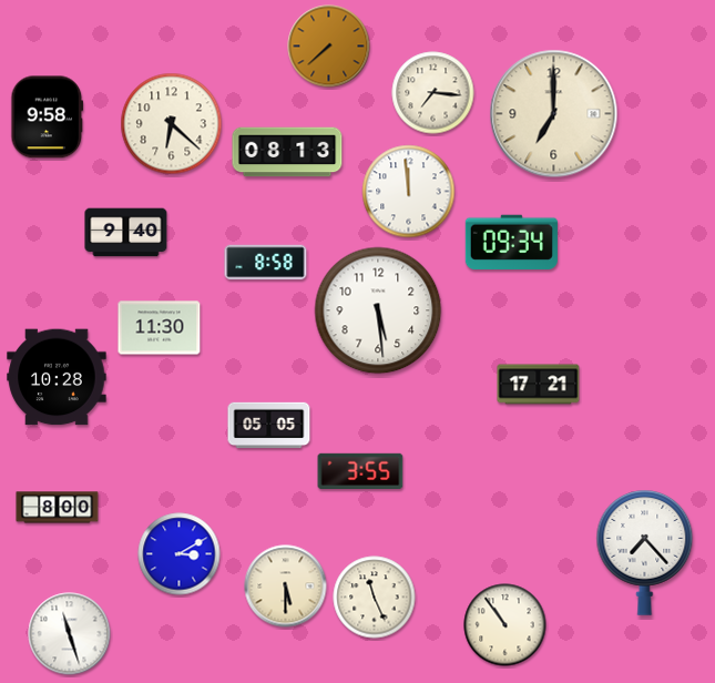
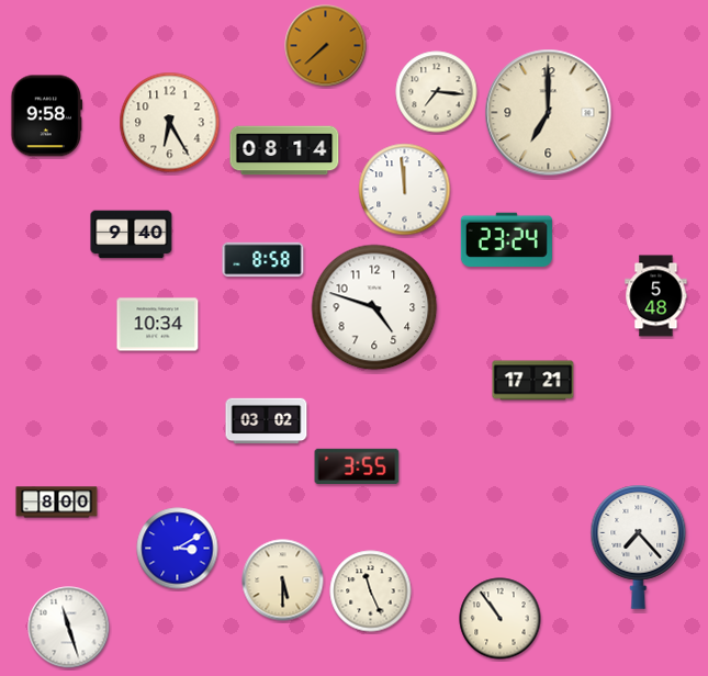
clock at (433, 93) position: (433, 93) -> (437, 92)
clock at (172, 124): 6:22 -> 6:25
clock at (287, 152): 08:13 -> 08:14
clock at (126, 233) position: (126, 233) -> (132, 235)
clock at (511, 242): 09:34 -> 23:24
clock at (656, 296): none -> 5:48
clock at (378, 310): 5:29 -> 4:48
clock at (160, 328): 11:30 -> 10:34
clock at (57, 377): 10:28 -> none
clock at (269, 426): 05:05 -> 03:02
